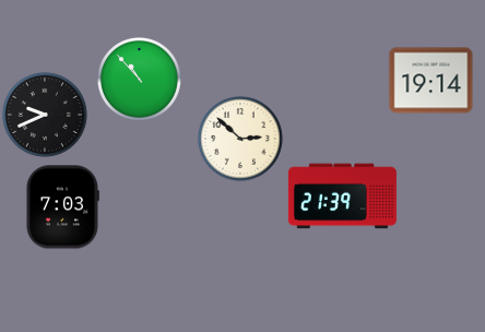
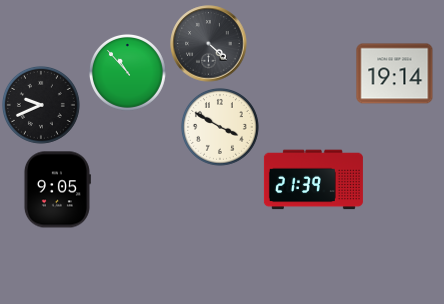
clock at (209, 44): none -> 4:22
clock at (240, 139): 2:52 -> 3:50
clock at (62, 207): 7:03 -> 9:05
